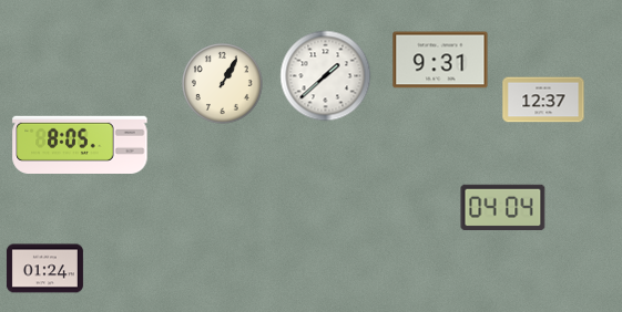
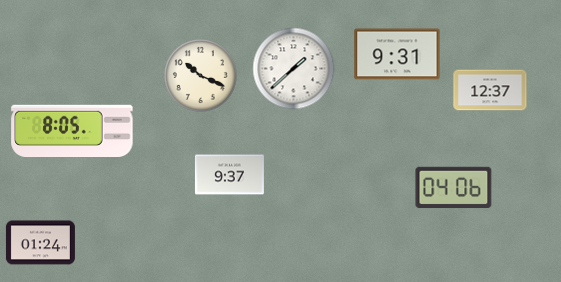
clock at (222, 83): 1:05 -> 10:19
clock at (229, 175): none -> 9:37
clock at (503, 208): 04:04 -> 04:06
